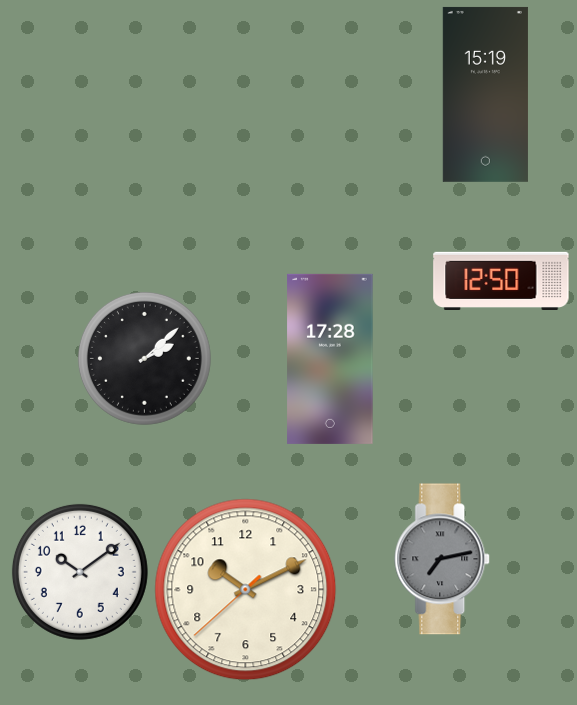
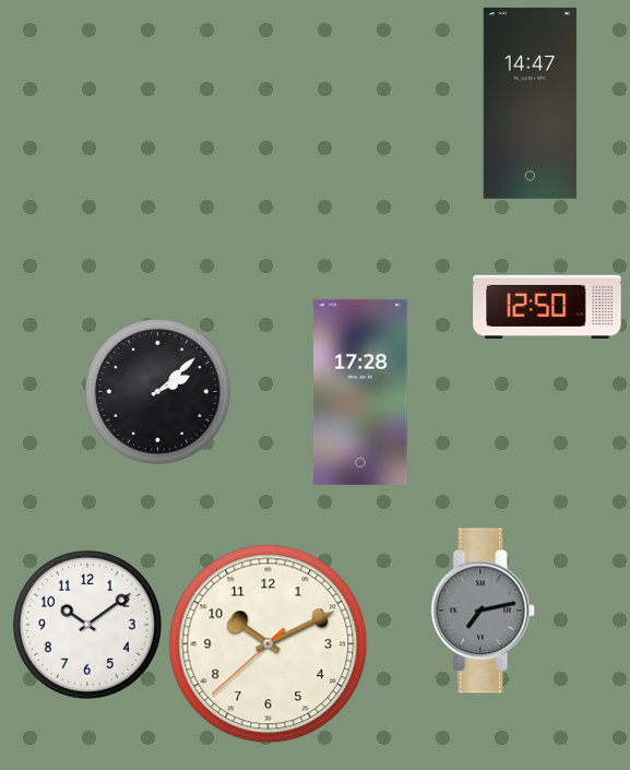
clock at (485, 94): 15:19 -> 14:47
